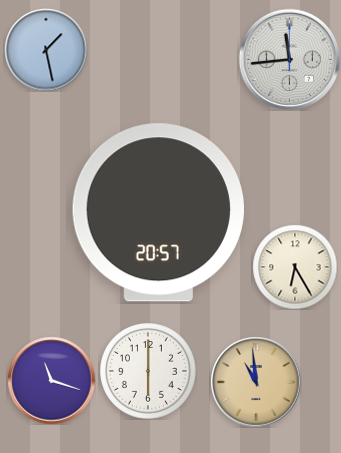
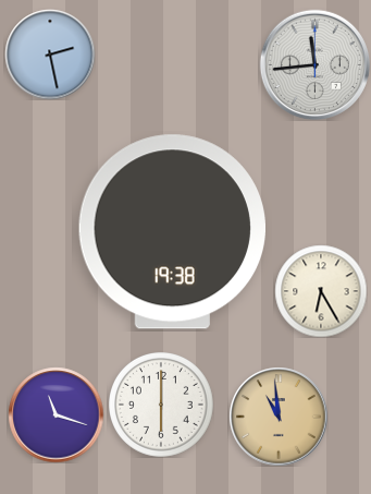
clock at (46, 50): 1:28 -> 2:28
clock at (158, 213): 20:57 -> 19:38
